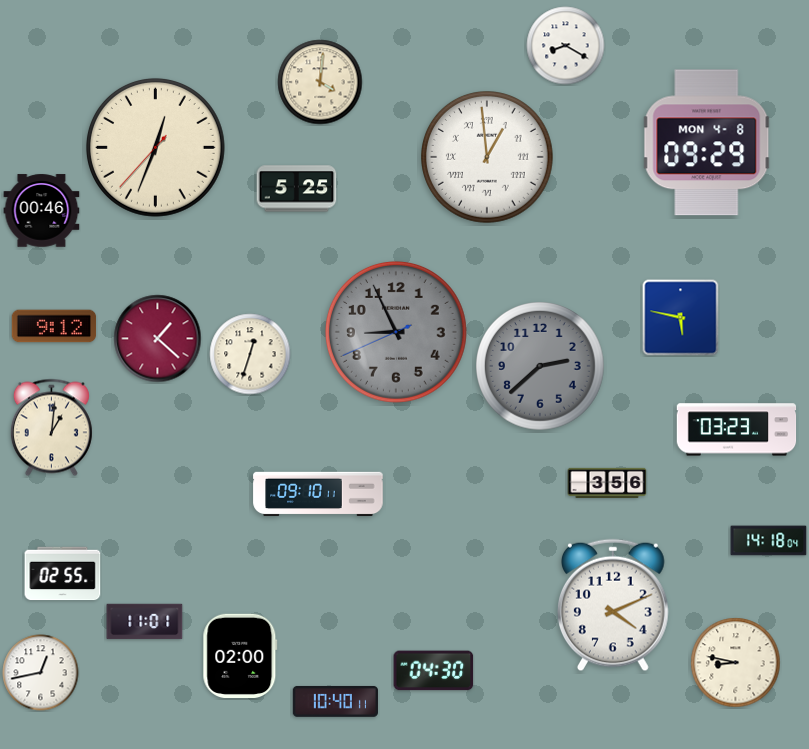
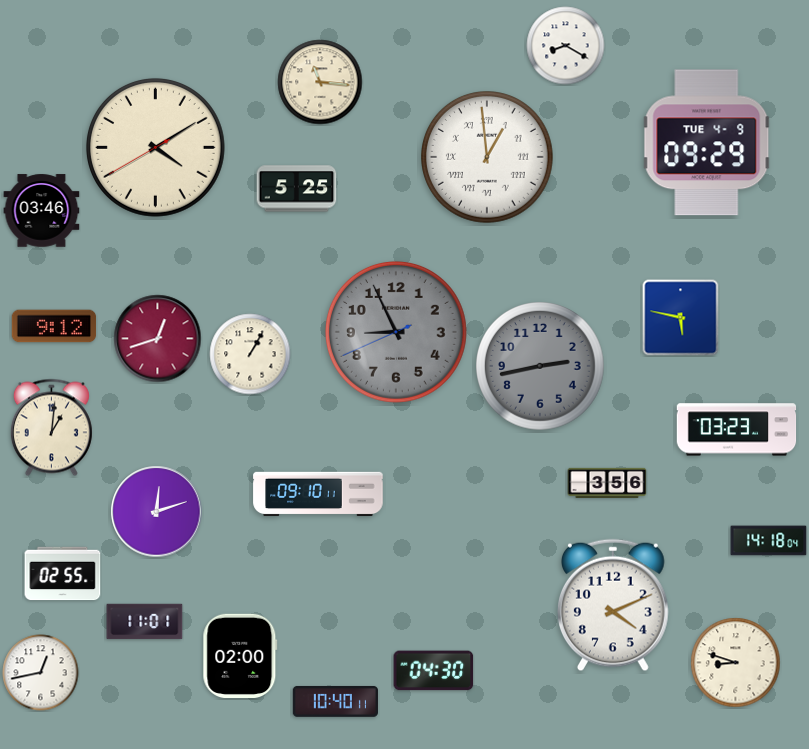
clock at (320, 82): 4:01 -> 11:16
clock at (707, 143) date: MON 4-8 -> TUE 4-9
clock at (155, 147): 12:33 -> 4:09
clock at (42, 211): 00:46 -> 03:46
clock at (158, 339): 1:22 -> 12:42
clock at (250, 354): 12:33 -> 1:05
clock at (541, 367): 2:38 -> 2:43
clock at (157, 512): none -> 12:12
clock at (736, 663): 8:47 -> 8:48
